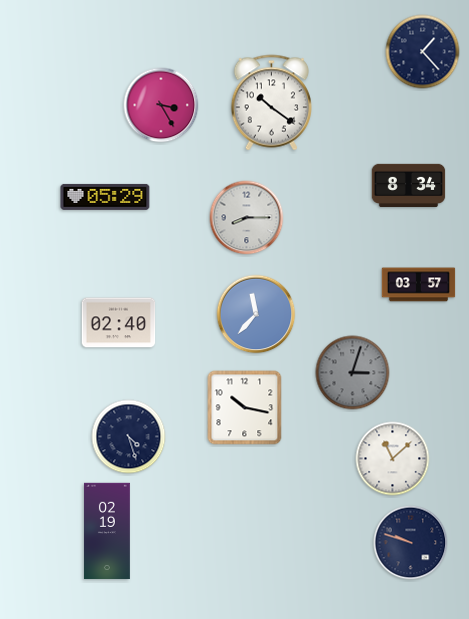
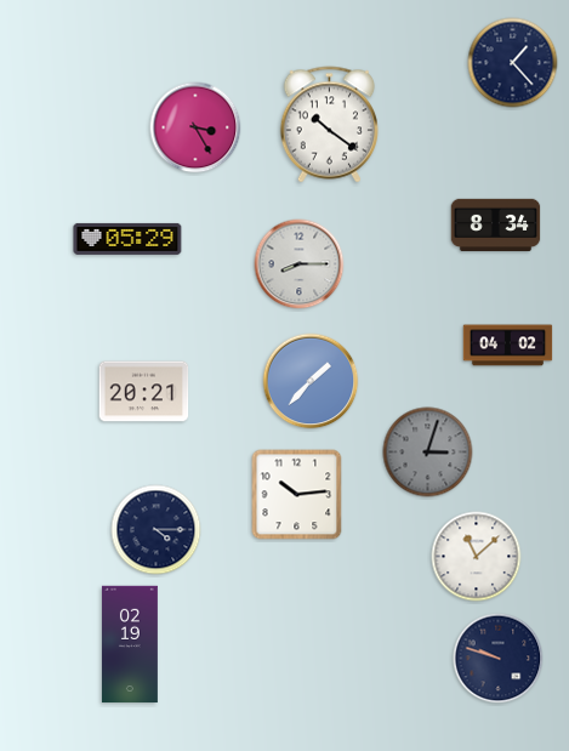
clock at (419, 285): 03:57 -> 04:02
clock at (256, 314): 11:37 -> 1:37
clock at (119, 323): 02:40 -> 20:21
clock at (245, 408): 10:17 -> 10:14
clock at (129, 437): 4:27 -> 4:15
